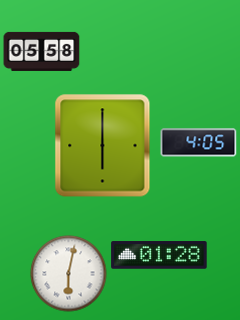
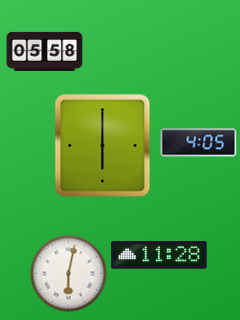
clock at (42, 51) position: (42, 51) -> (45, 51)
clock at (159, 255): 01:28 -> 11:28
